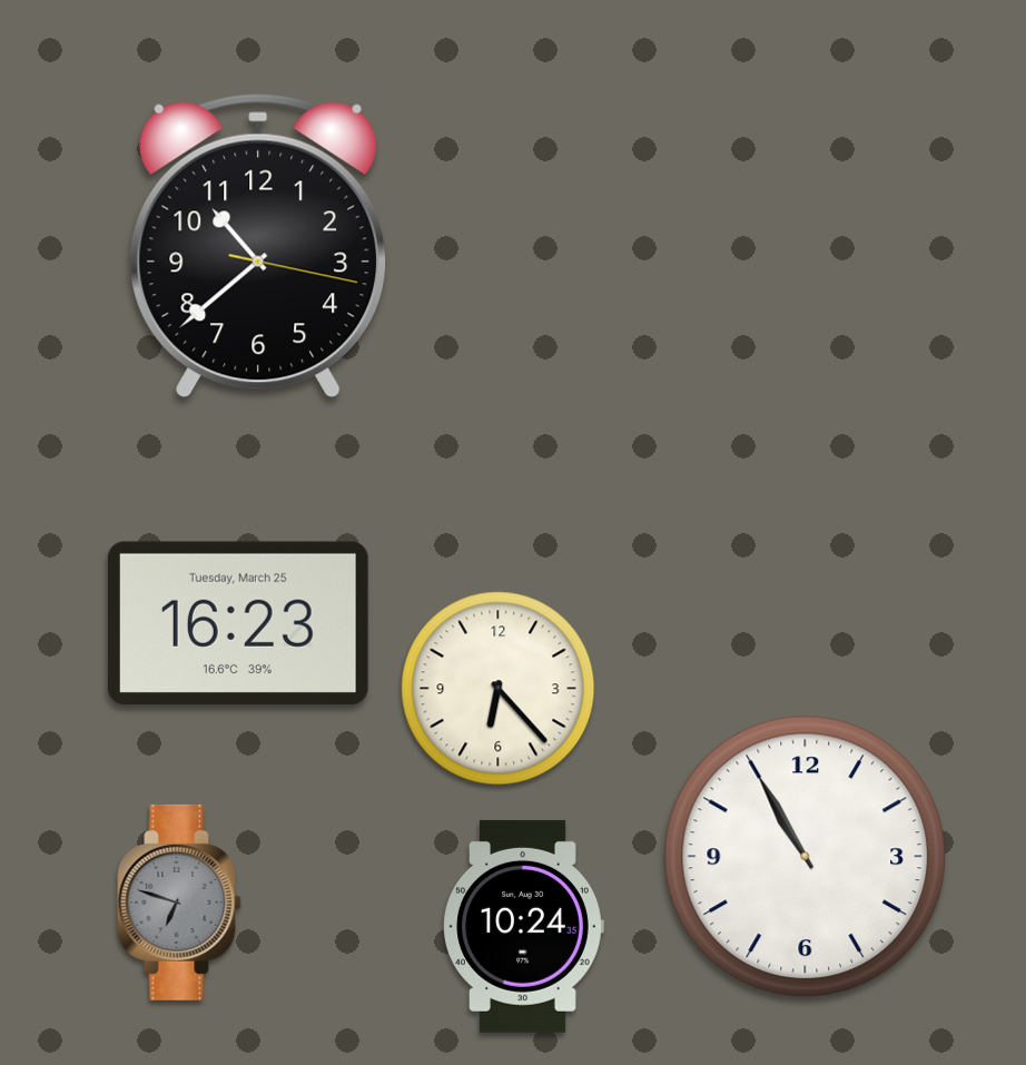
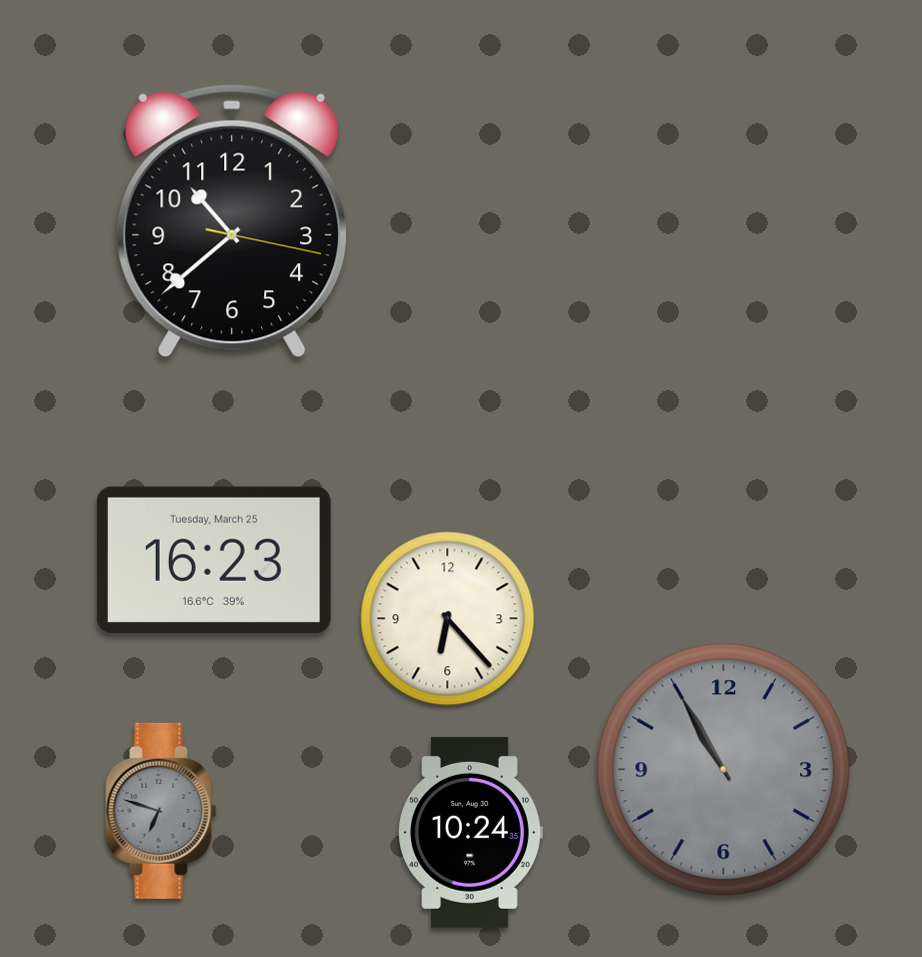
clock at (806, 857) dial: white -> grey
